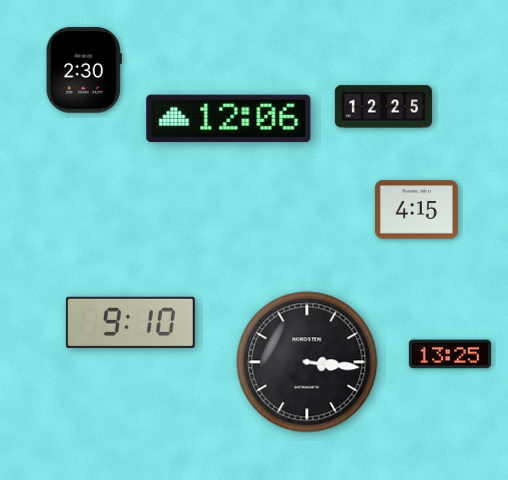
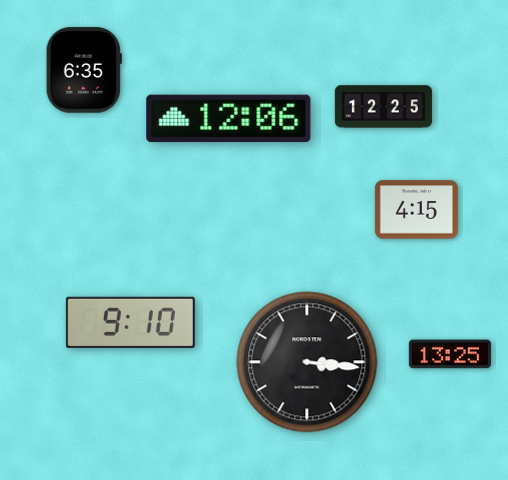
clock at (84, 70): 2:30 -> 6:35
